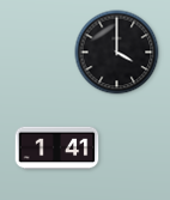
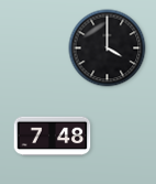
clock at (57, 149): 1:41 -> 7:48
